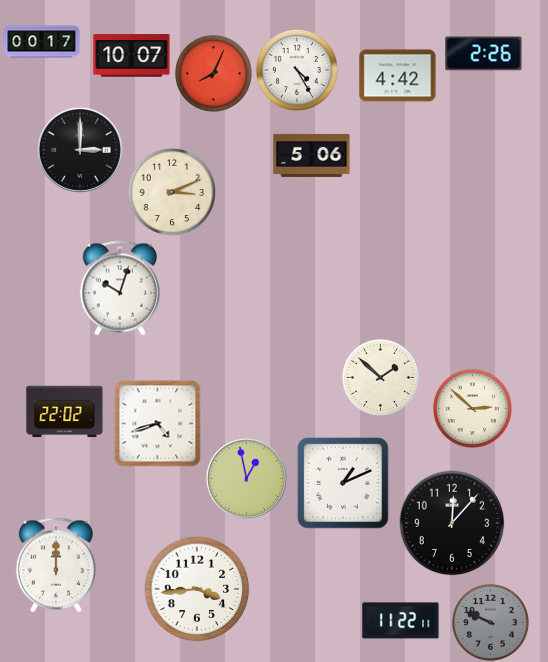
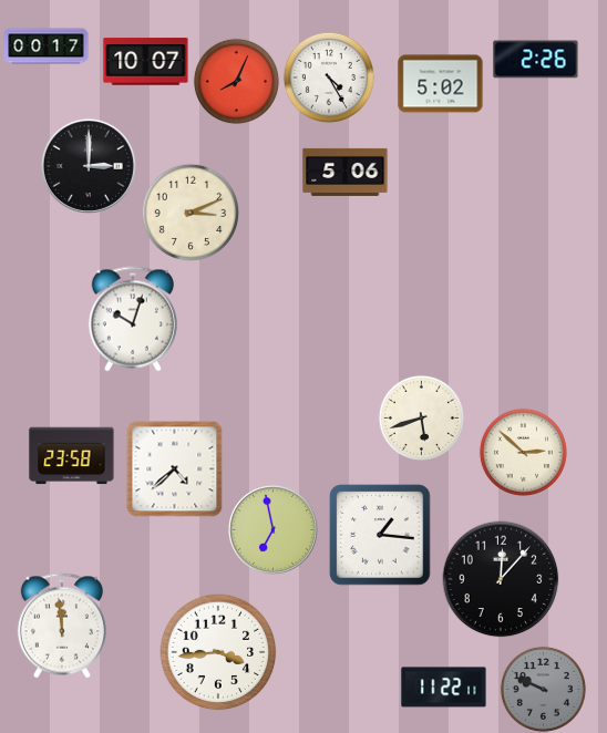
clock at (398, 76): 4:42 -> 5:02
clock at (380, 377): 1:52 -> 5:42
clock at (65, 412): 22:02 -> 23:58
clock at (158, 424): 4:42 -> 4:38
clock at (246, 478): 12:58 -> 6:58
clock at (343, 483): 1:11 -> 1:16
clock at (56, 565): 12:00 -> 11:59
